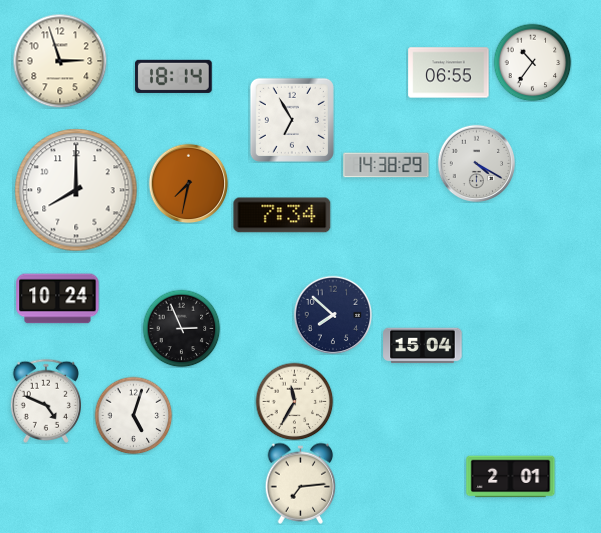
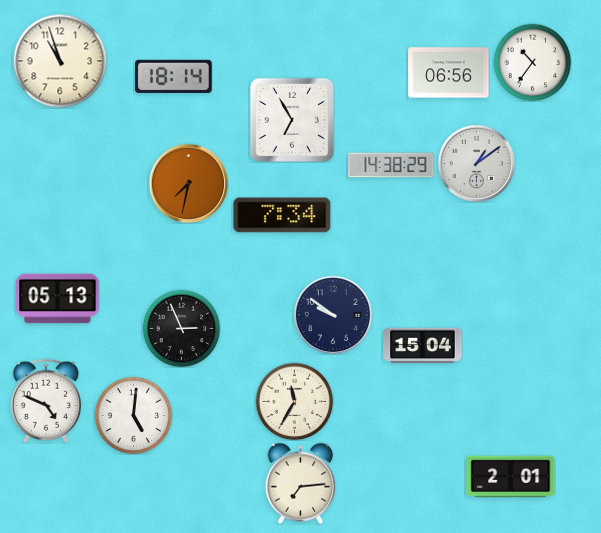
clock at (60, 61): 2:57 -> 10:57
clock at (449, 73): 06:55 -> 06:56
clock at (476, 163): 4:20 -> 1:09
clock at (386, 165) position: (386, 165) -> (391, 165)
clock at (76, 190): 8:00 -> none
clock at (58, 299): 10:24 -> 05:13
clock at (333, 315): 7:52 -> 9:51
clock at (133, 415): 5:03 -> 5:01
